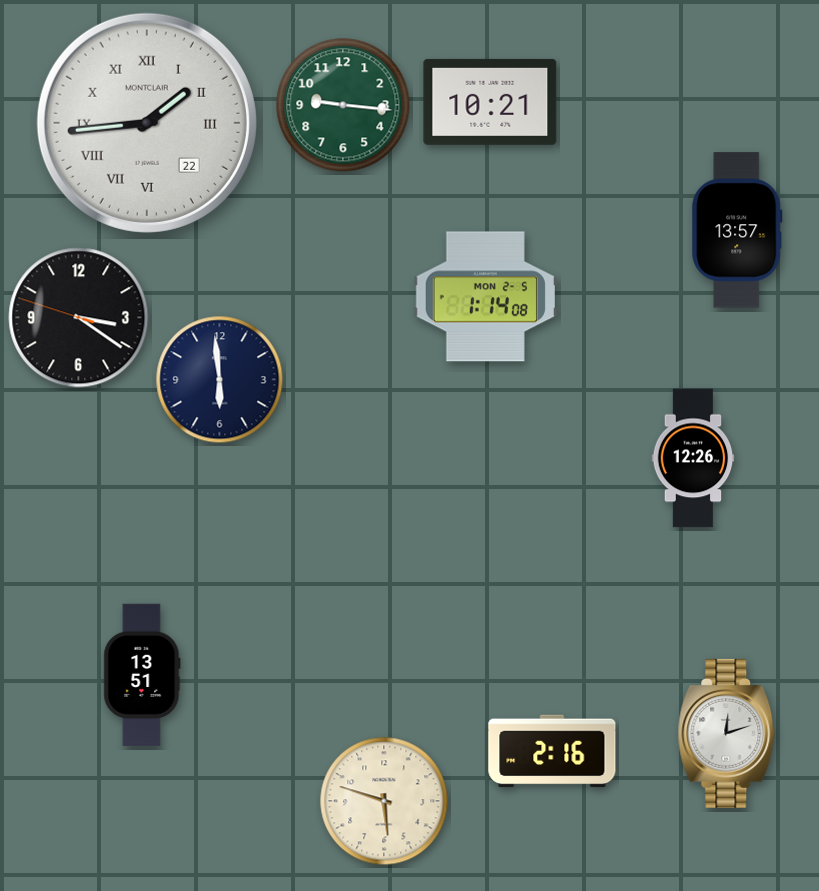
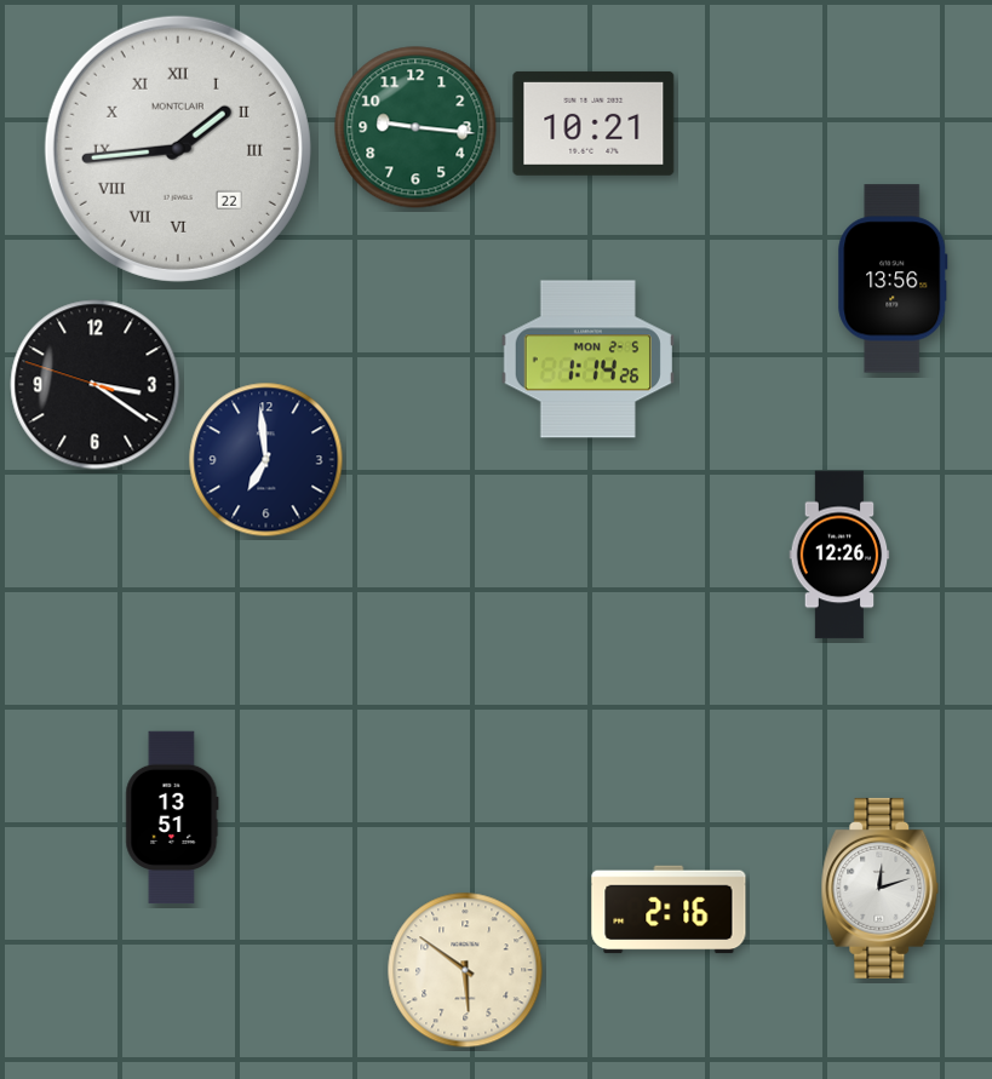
clock at (737, 230): 13:57 -> 13:56
clock at (485, 297): 1:14:08 -> 1:14:26
clock at (220, 380): 5:59 -> 6:59
clock at (384, 801): 5:48 -> 5:51
